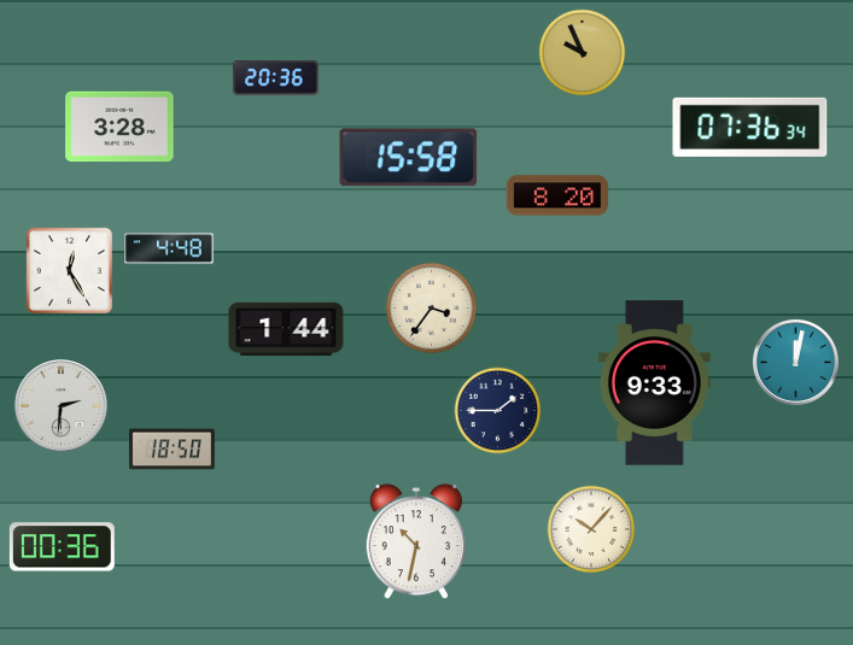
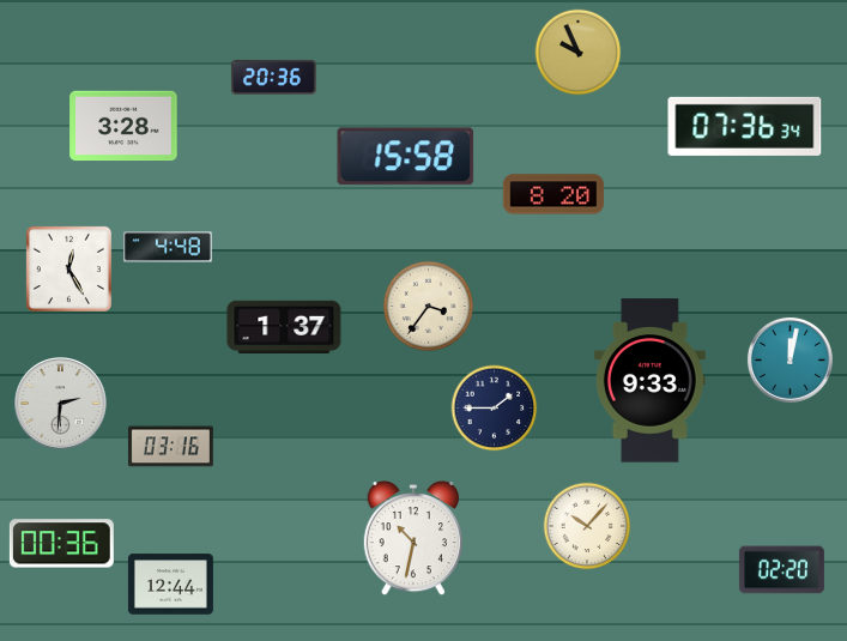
clock at (119, 127) position: (119, 127) -> (123, 126)
clock at (286, 328): 1:44 -> 1:37
clock at (171, 450): 18:50 -> 03:16
clock at (781, 570): none -> 02:20
clock at (170, 585): none -> 12:44
